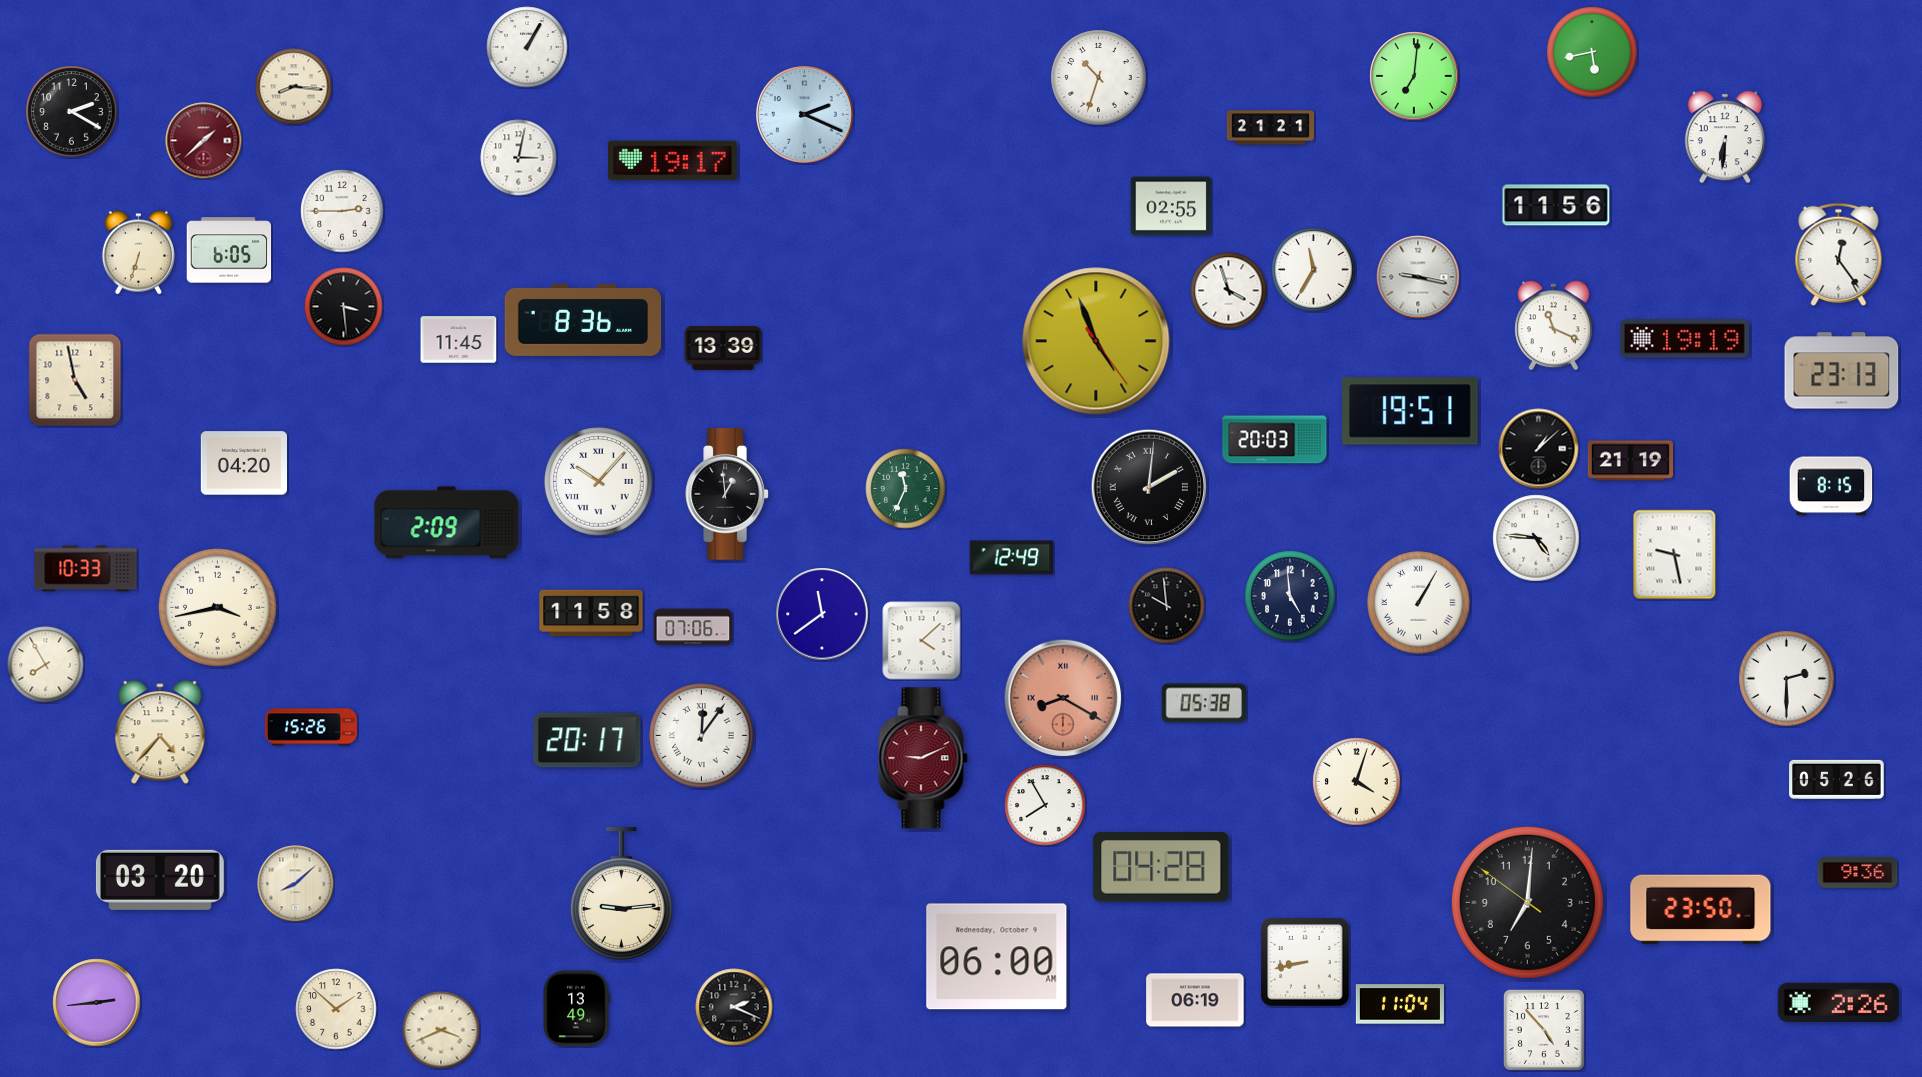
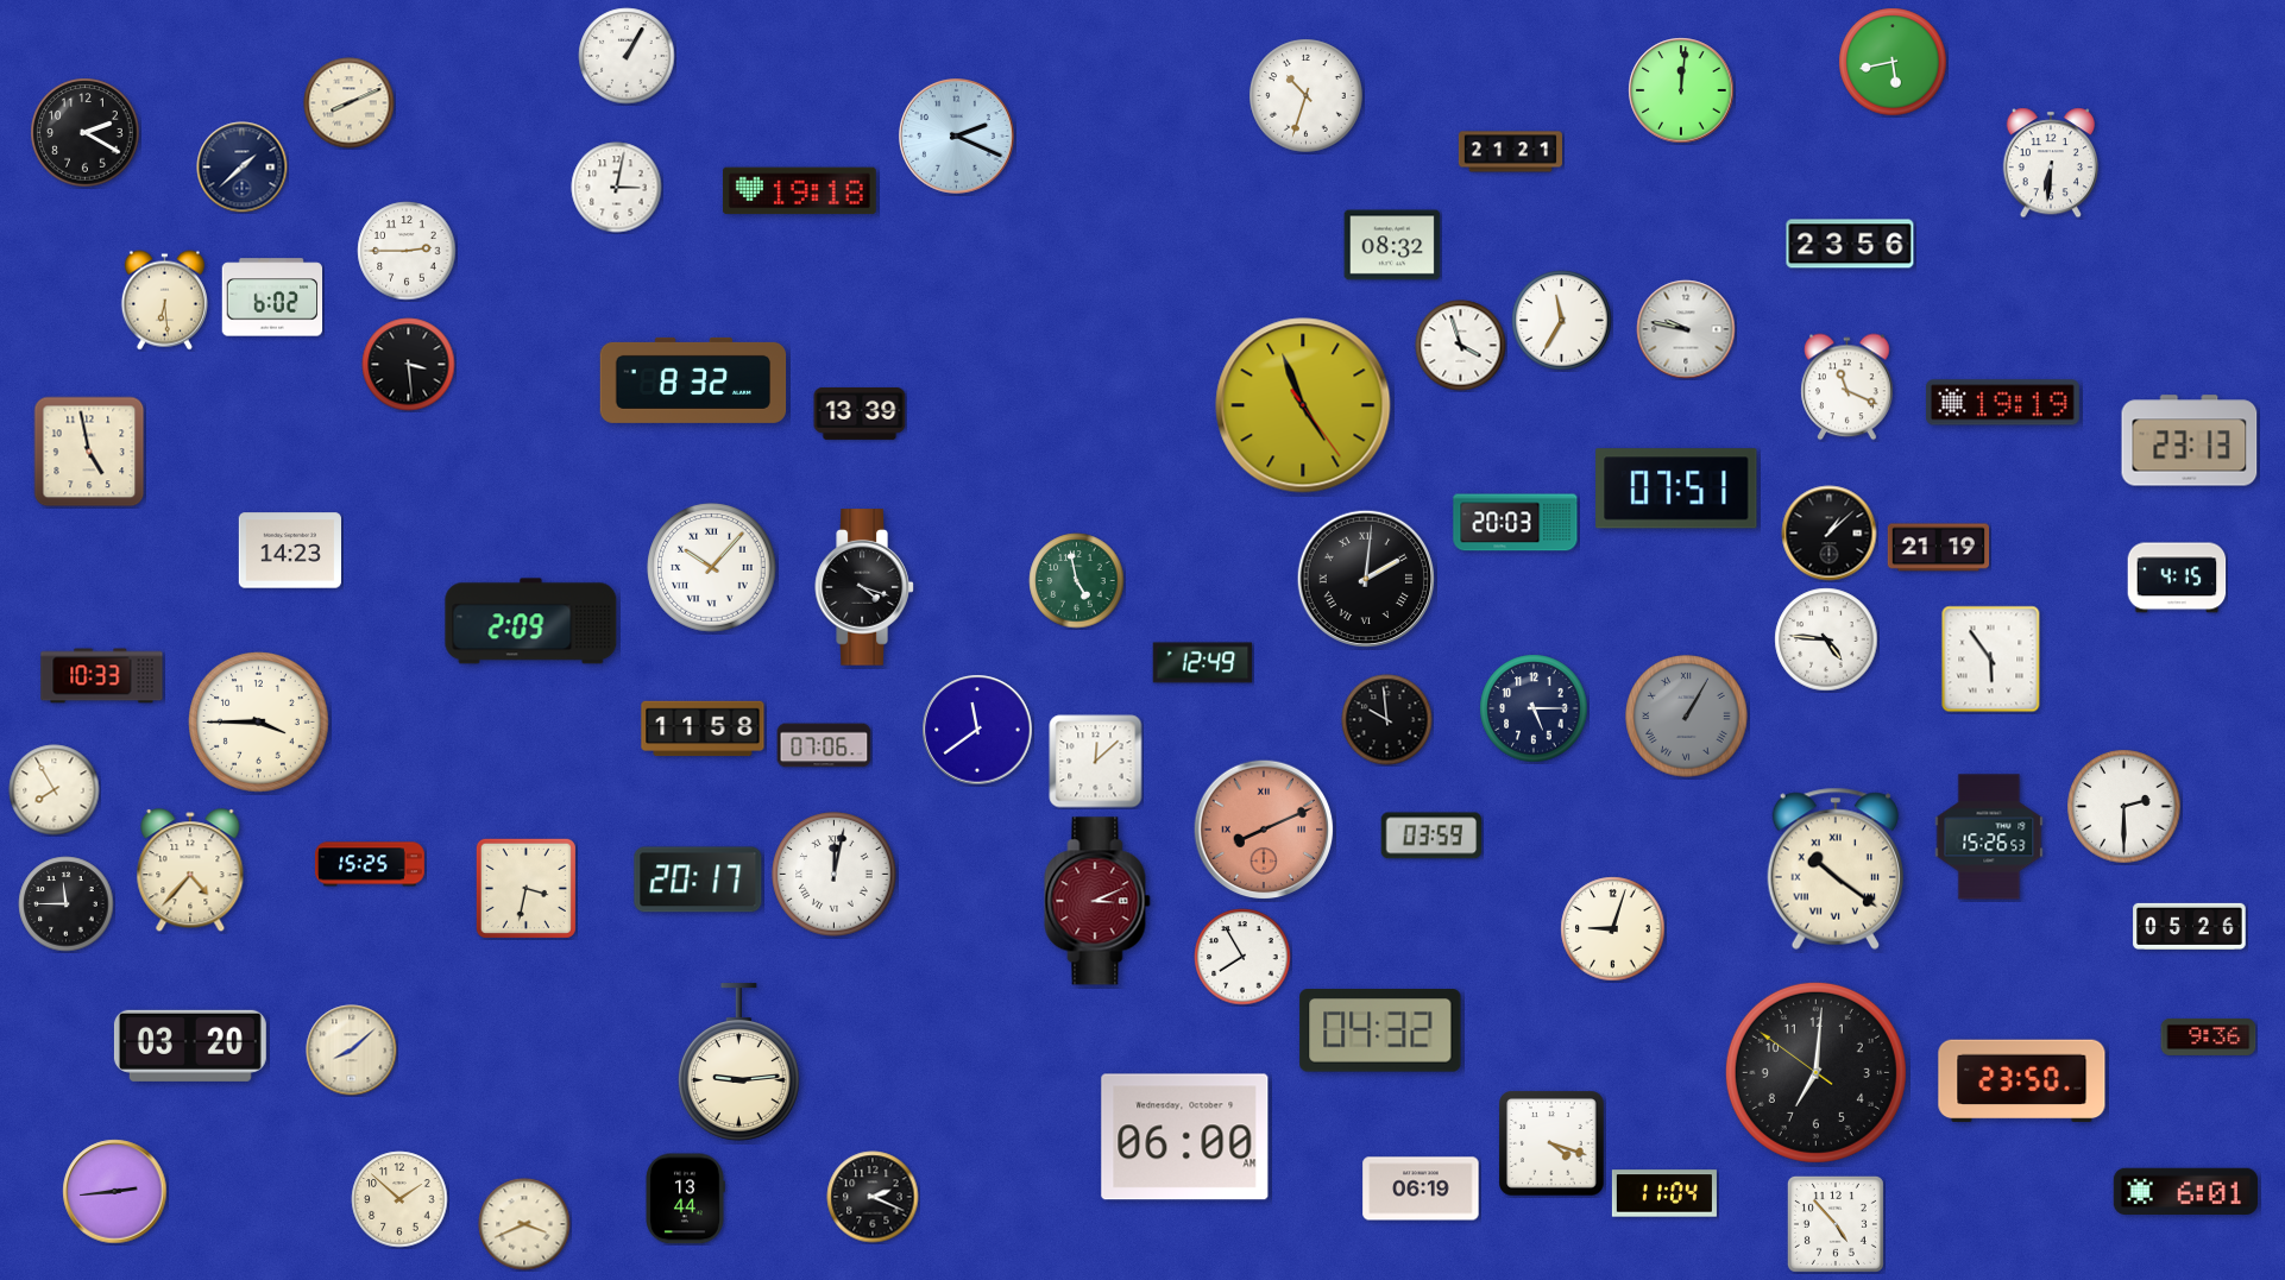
clock at (1414, 76): 7:01 -> 12:01
clock at (1099, 78) position: (1099, 78) -> (1307, 96)
clock at (294, 87): 8:16 -> 8:11
clock at (204, 141) dial: burgundy -> navy
clock at (672, 161): 19:17 -> 19:18
clock at (1556, 205): 11:56 -> 23:56
clock at (1171, 206): 02:55 -> 08:32
clock at (229, 250): 6:05 -> 6:02
clock at (138, 253): 6:33 -> 6:29
clock at (1839, 254): 12:24 -> none
clock at (1418, 277): 9:17 -> 9:47
clock at (583, 320): 8:36 -> 8:32
clock at (459, 340): 11:45 -> none
clock at (1410, 411): 19:51 -> 07:51
clock at (243, 463): 04:20 -> 14:23
clock at (599, 482) position: (599, 482) -> (712, 568)
clock at (1831, 486): 8:15 -> 4:15
clock at (906, 489): 11:34 -> 4:58
clock at (727, 494): 12:59 -> 4:18
clock at (1675, 555): 9:28 -> 5:54
clock at (1290, 596): 4:59 -> 5:15
clock at (1419, 603) dial: white -> grey
clock at (218, 608): 3:43 -> 3:45
clock at (922, 641): 4:08 -> 12:08
clock at (1063, 698): 8:20 -> 8:11
clock at (1204, 703): 05:38 -> 03:59
clock at (1989, 837): none -> 15:26
clock at (311, 727): 15:26 -> 15:25
clock at (1834, 869): none -> 10:21
clock at (702, 736): 12:06 -> 12:02
clock at (525, 888): none -> 3:32
clock at (923, 758): 9:11 -> 3:11
clock at (67, 904): none -> 11:45
clock at (1837, 779) position: (1837, 779) -> (2190, 926)
clock at (1357, 782): 4:03 -> 9:03
clock at (1161, 867): 04:28 -> 04:32
clock at (1305, 962): 8:43 -> 4:18
clock at (1838, 1003): 2:26 -> 6:01
clock at (577, 1009): 13:49 -> 13:44
